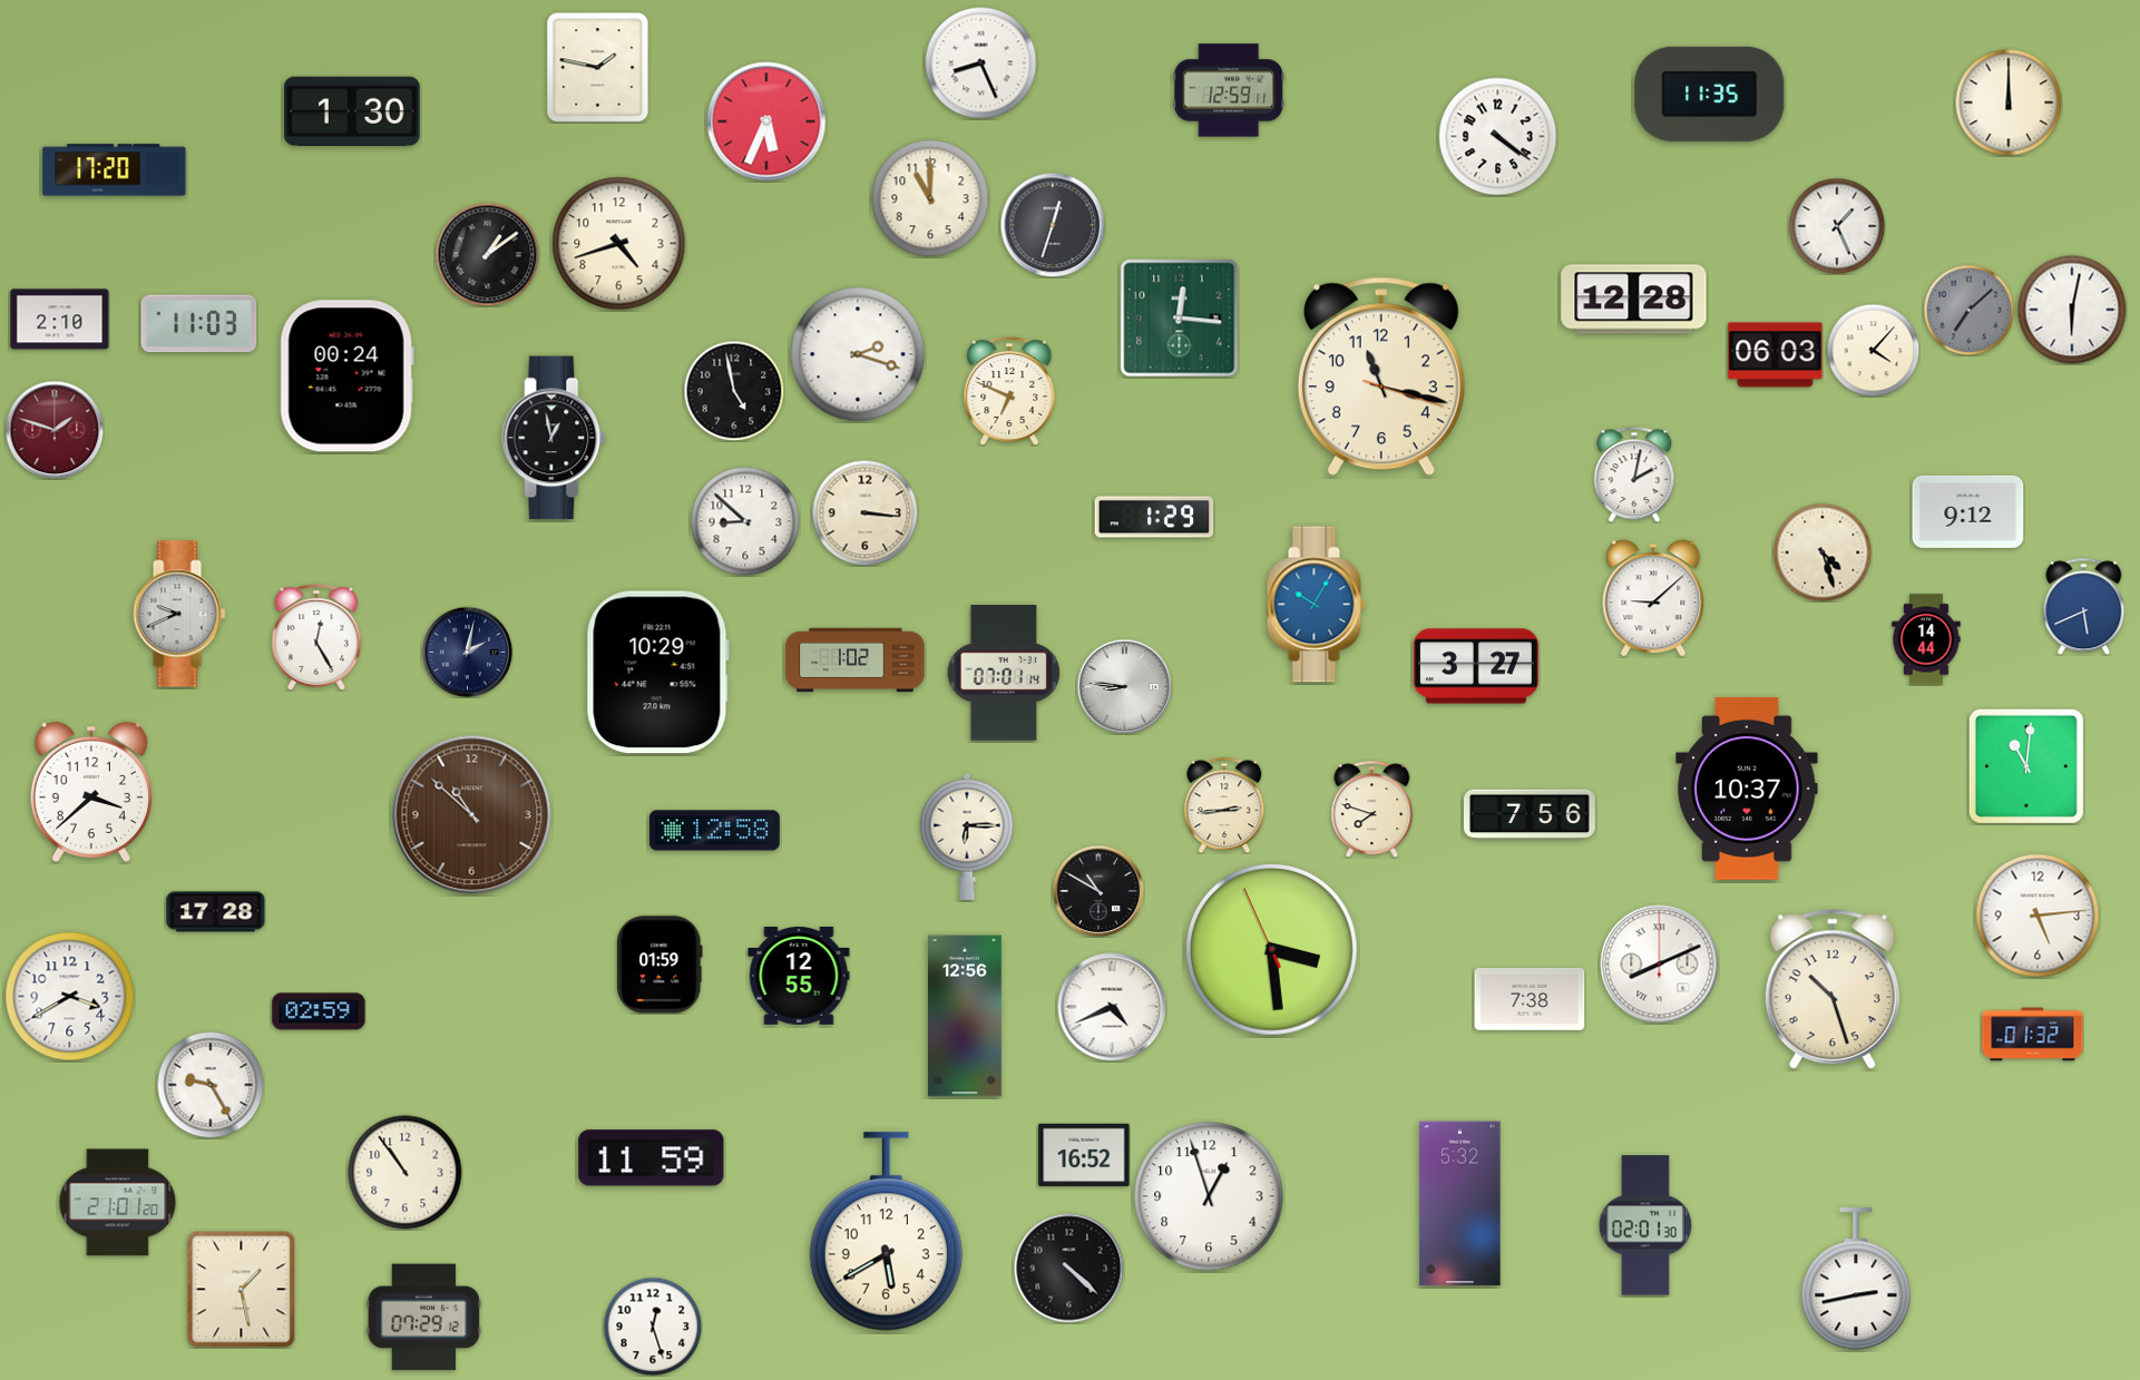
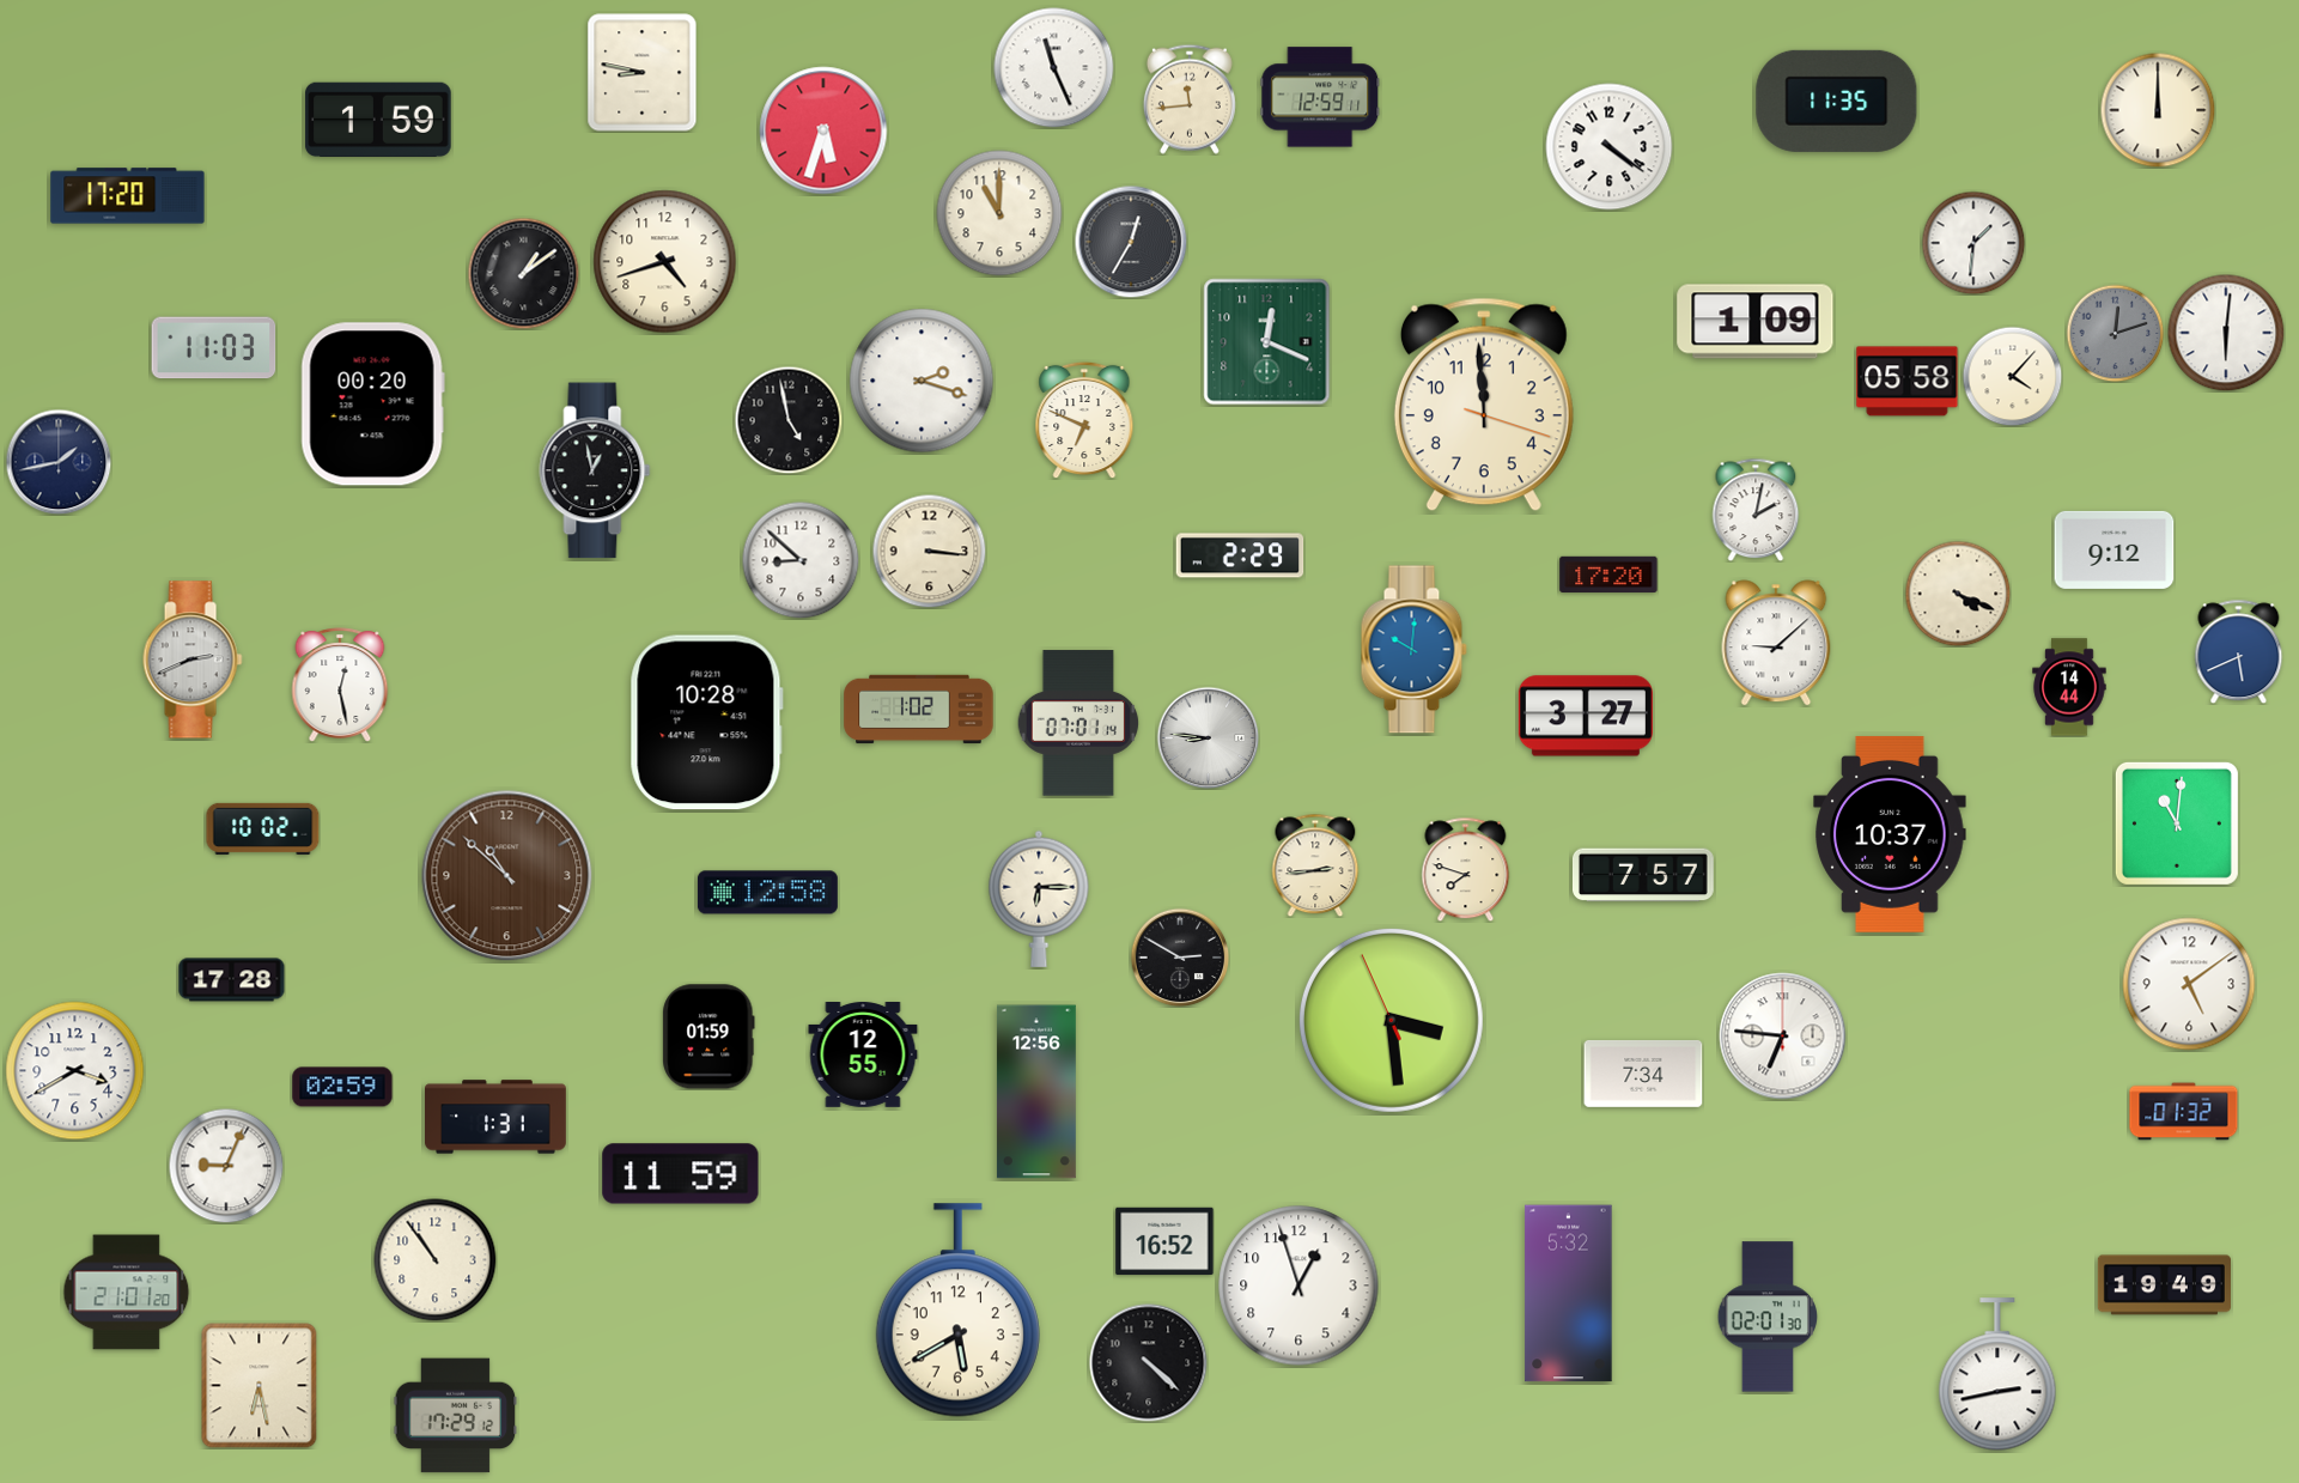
clock at (981, 63): 8:26 -> 11:26
clock at (598, 68): 1:47 -> 8:47
clock at (1190, 99): none -> 11:44
clock at (352, 110): 1:30 -> 1:59
clock at (766, 121): 5:34 -> 5:33
clock at (115, 170) position: (115, 170) -> (128, 196)
clock at (1053, 225): 12:33 -> 12:35
clock at (1837, 226): 1:26 -> 1:31
clock at (1634, 300): 12:28 -> 1:09
clock at (1968, 310): 7:08 -> 12:12
clock at (2072, 310): 6:02 -> 6:01
clock at (1180, 319): 12:16 -> 12:19
clock at (60, 320): 2:10 -> none
clock at (1776, 355): 06:03 -> 05:58
clock at (346, 376): 00:24 -> 00:20
clock at (1381, 376): 11:17 -> 11:59
clock at (55, 430): 1:48 -> 1:43
clock at (55, 430) dial: burgundy -> navy
clock at (1154, 517): 1:29 -> 2:29
clock at (1608, 573): none -> 17:20
clock at (1823, 552): 4:27 -> 4:19
clock at (1316, 605): 10:05 -> 10:01
clock at (179, 614): 9:41 -> 2:41
clock at (316, 637): 12:25 -> 12:28
clock at (467, 652): 2:02 -> none
clock at (657, 673): 10:29 -> 10:28
clock at (263, 828): none -> 10:02
clock at (1747, 789) position: (1747, 789) -> (1890, 834)
clock at (91, 791): 3:38 -> none
clock at (1372, 809) position: (1372, 809) -> (1466, 869)
clock at (1530, 814): 7:56 -> 7:57
clock at (1098, 891): 10:50 -> 2:50
clock at (2038, 916): 5:14 -> 5:09
clock at (1271, 949) position: (1271, 949) -> (1391, 1020)
clock at (1660, 965): 8:11 -> 6:46
clock at (799, 977) position: (799, 977) -> (863, 1056)
clock at (1833, 990): 10:27 -> none
clock at (1530, 999): 7:38 -> 7:34
clock at (1112, 1007): 4:41 -> none
clock at (497, 1117): none -> 1:31
clock at (211, 1085): 9:25 -> 9:04
clock at (652, 1158) position: (652, 1158) -> (681, 1174)
clock at (2164, 1286): none -> 19:49
clock at (886, 1232) position: (886, 1232) -> (957, 1311)
clock at (1856, 1280) position: (1856, 1280) -> (1997, 1375)
clock at (242, 1290): 1:28 -> 6:28
clock at (424, 1318): 07:29 -> 17:29
clock at (653, 1327): 12:27 -> none
